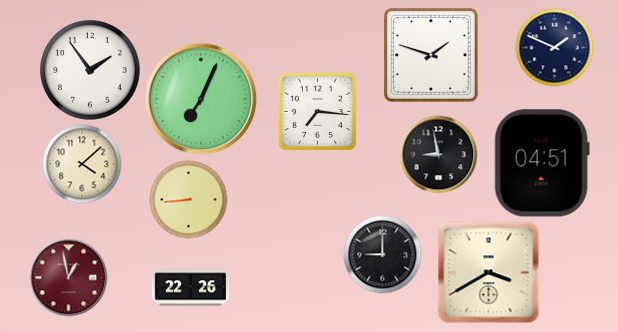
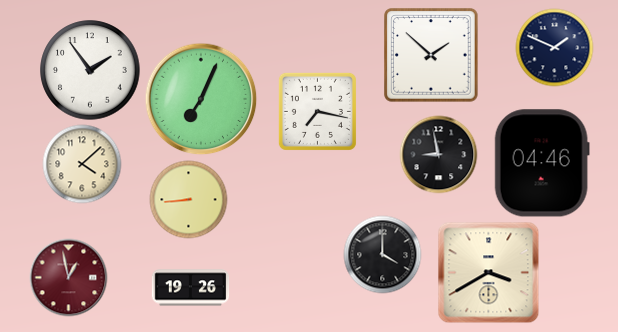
clock at (431, 55): 1:48 -> 1:52
clock at (317, 111): 7:16 -> 7:17
clock at (542, 163): 04:51 -> 04:46
clock at (382, 254): 9:00 -> 4:00
clock at (190, 288): 22:26 -> 19:26
